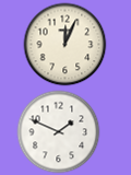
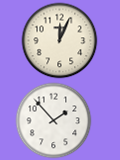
clock at (59, 132): 1:49 -> 1:53
